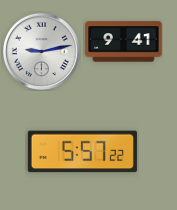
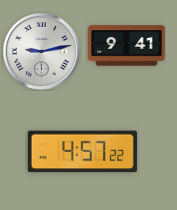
clock at (124, 42) position: (124, 42) -> (127, 46)
clock at (82, 152): 5:57 -> 4:57
